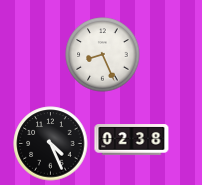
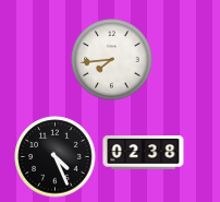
clock at (103, 55): 8:26 -> 7:44
